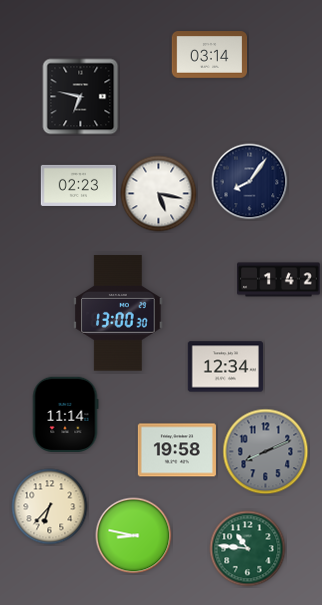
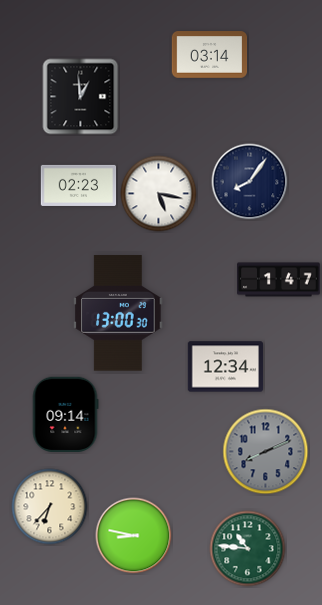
clock at (81, 97): 6:47 -> 12:59
clock at (279, 280): 1:42 -> 1:47
clock at (65, 415): 11:14 -> 09:14
clock at (177, 450): 19:58 -> none
